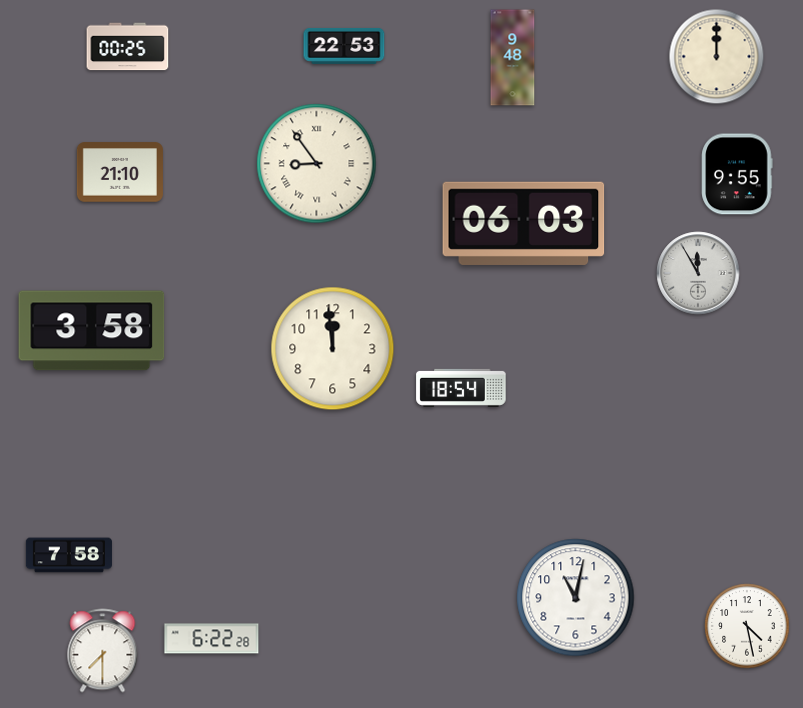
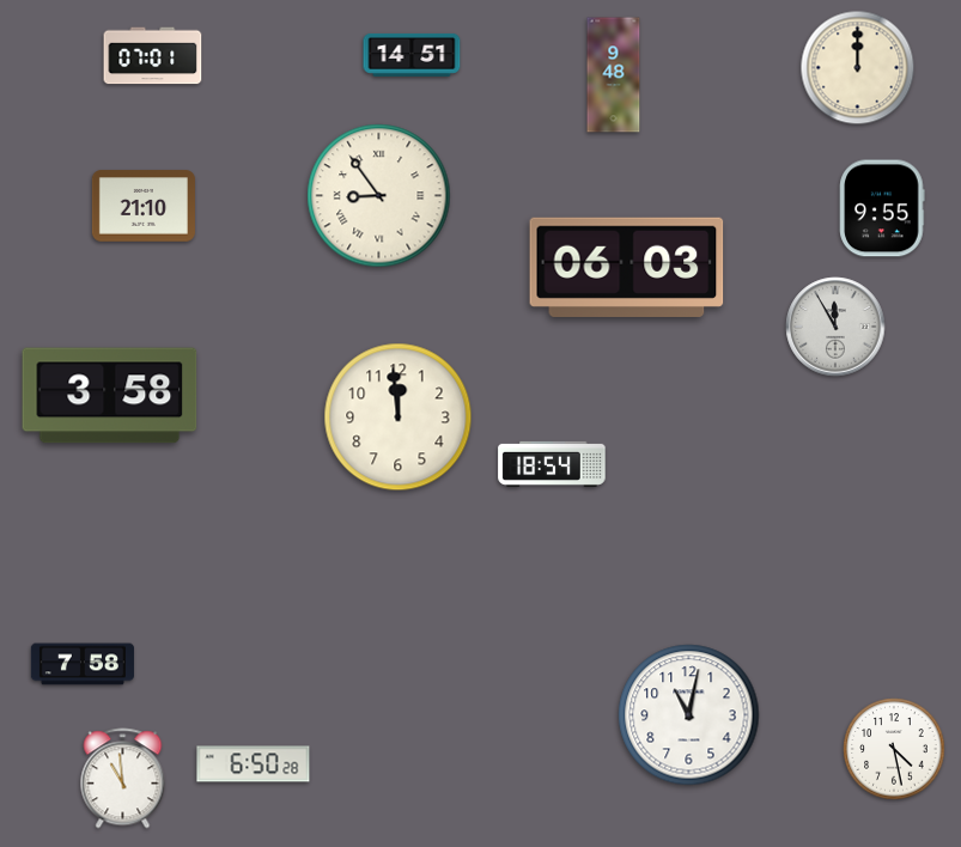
clock at (344, 46): 22:53 -> 14:51
clock at (128, 47): 00:25 -> 07:01
clock at (513, 58) position: (513, 58) -> (614, 75)
clock at (212, 639): 6:22 -> 6:50
clock at (103, 651): 7:30 -> 10:59
